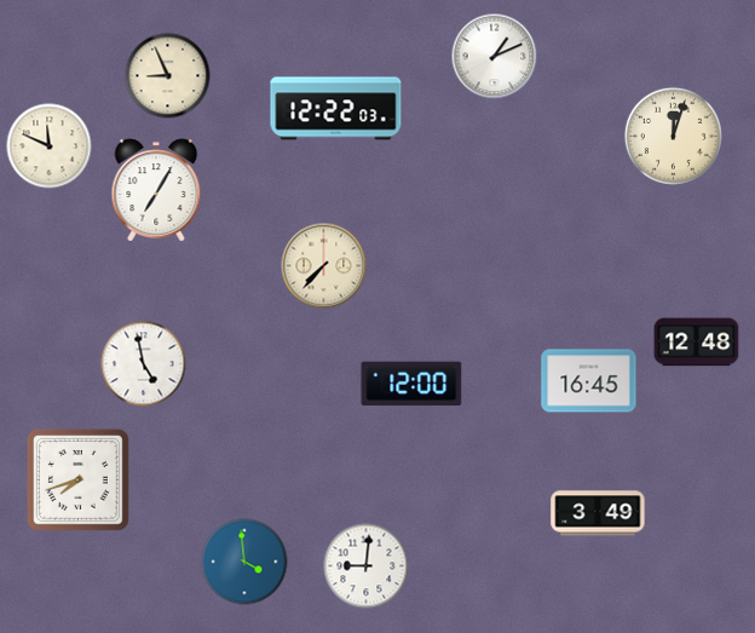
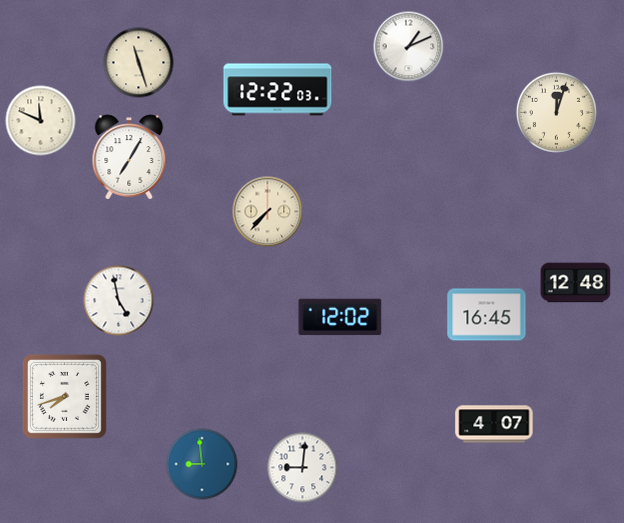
clock at (168, 76): 8:56 -> 11:27
clock at (324, 266) position: (324, 266) -> (268, 212)
clock at (411, 384): 12:00 -> 12:02
clock at (598, 513): 3:49 -> 4:07
clock at (244, 562): 3:59 -> 8:59
